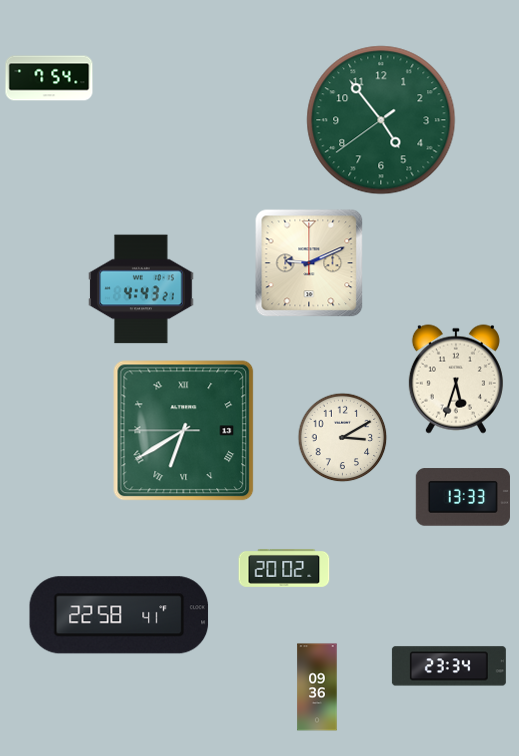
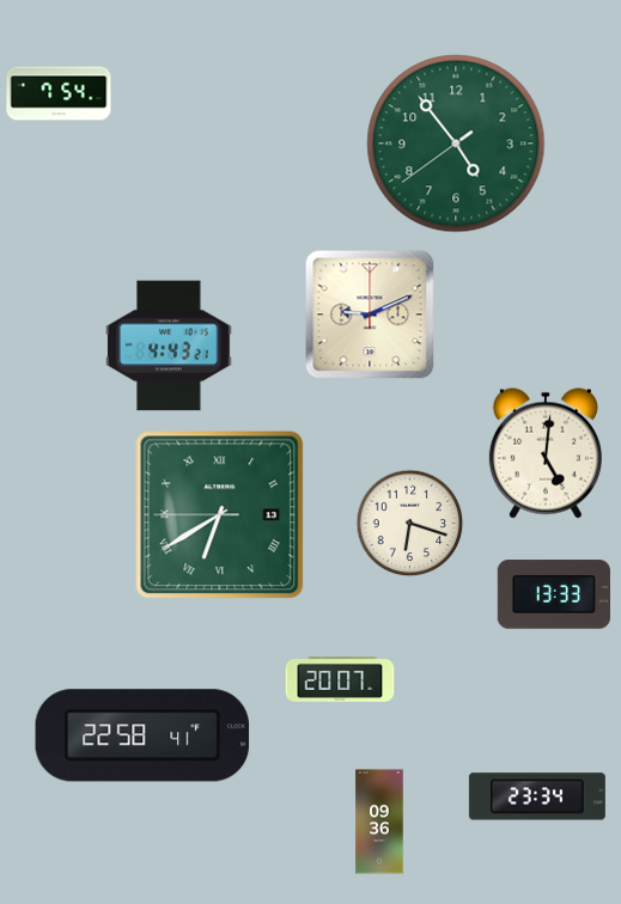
clock at (456, 379): 5:33 -> 5:01
clock at (343, 438): 3:10 -> 6:18
clock at (284, 568): 20:02 -> 20:07
